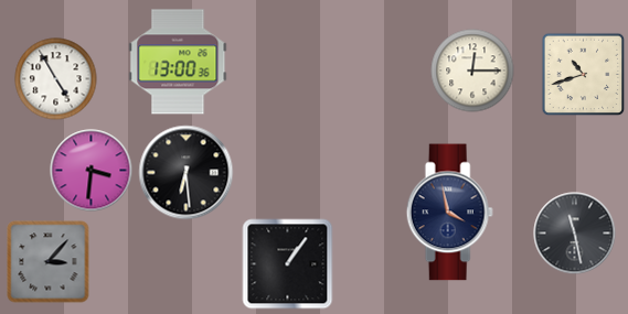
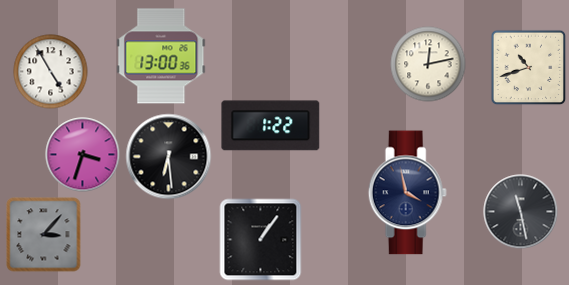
clock at (472, 71): 12:15 -> 12:13
clock at (271, 126): none -> 1:22
clock at (92, 171): 3:31 -> 3:33
clock at (49, 262) position: (49, 262) -> (44, 235)
